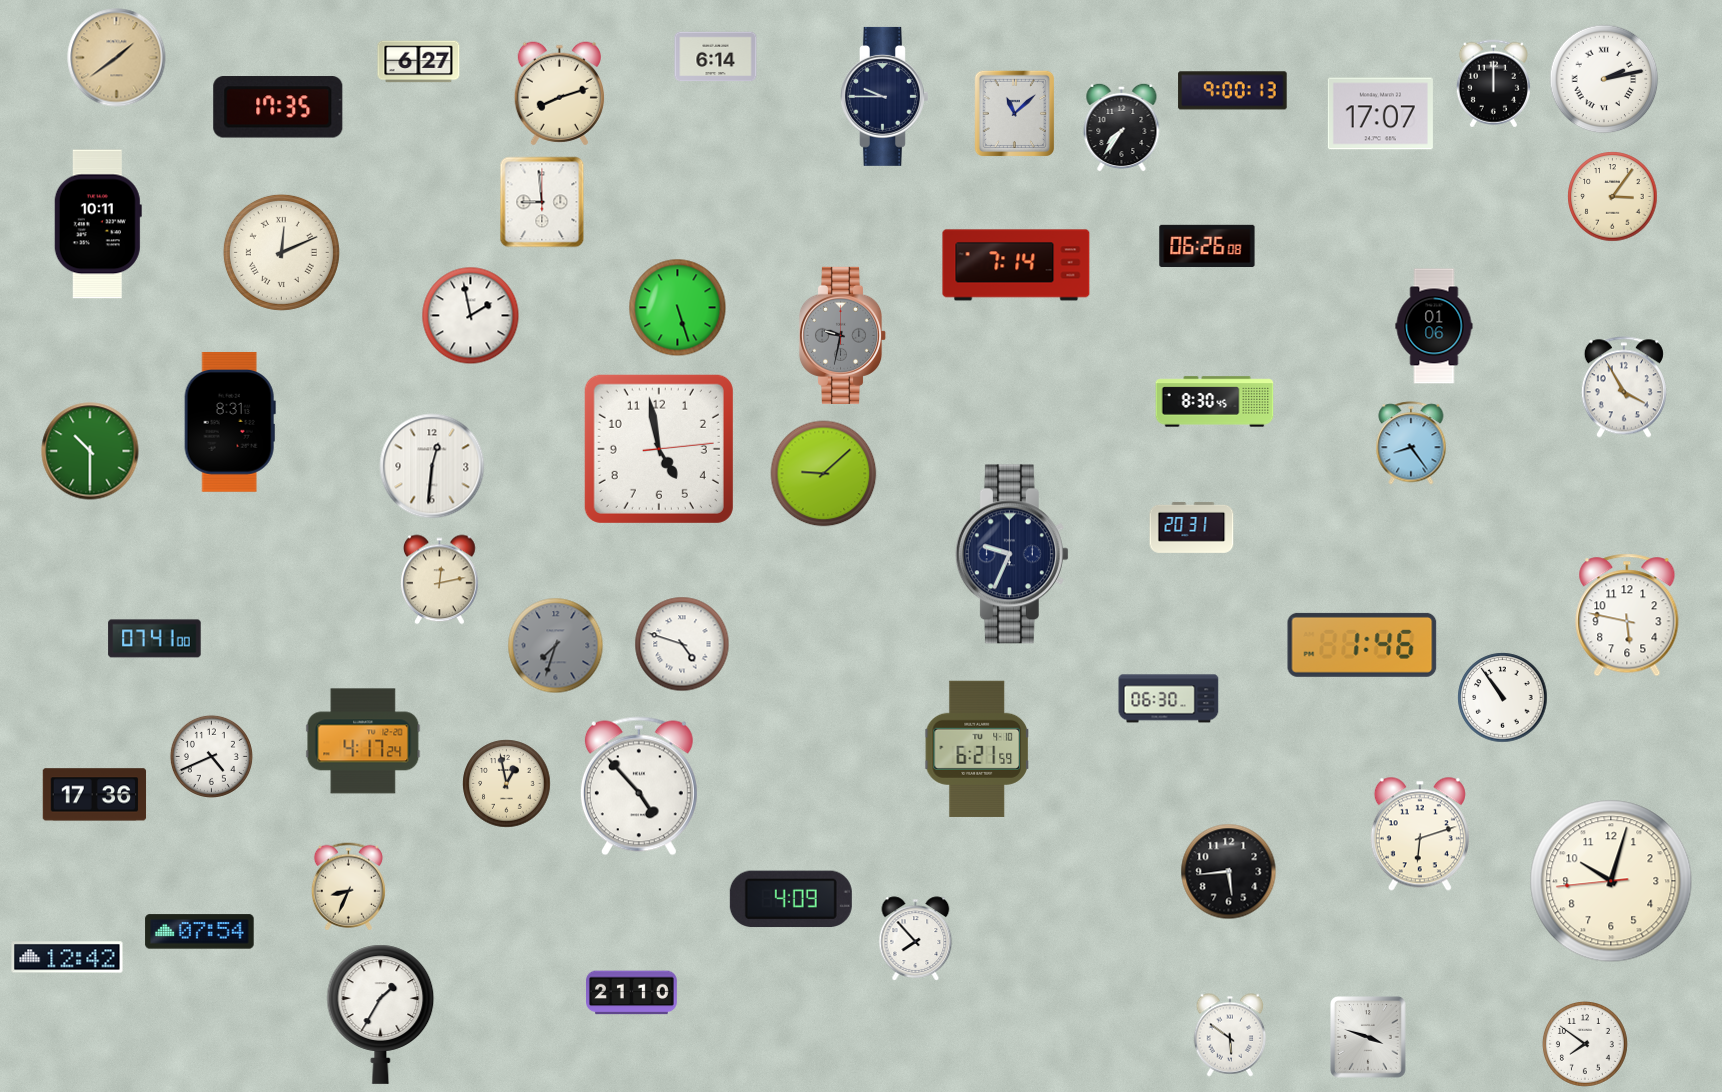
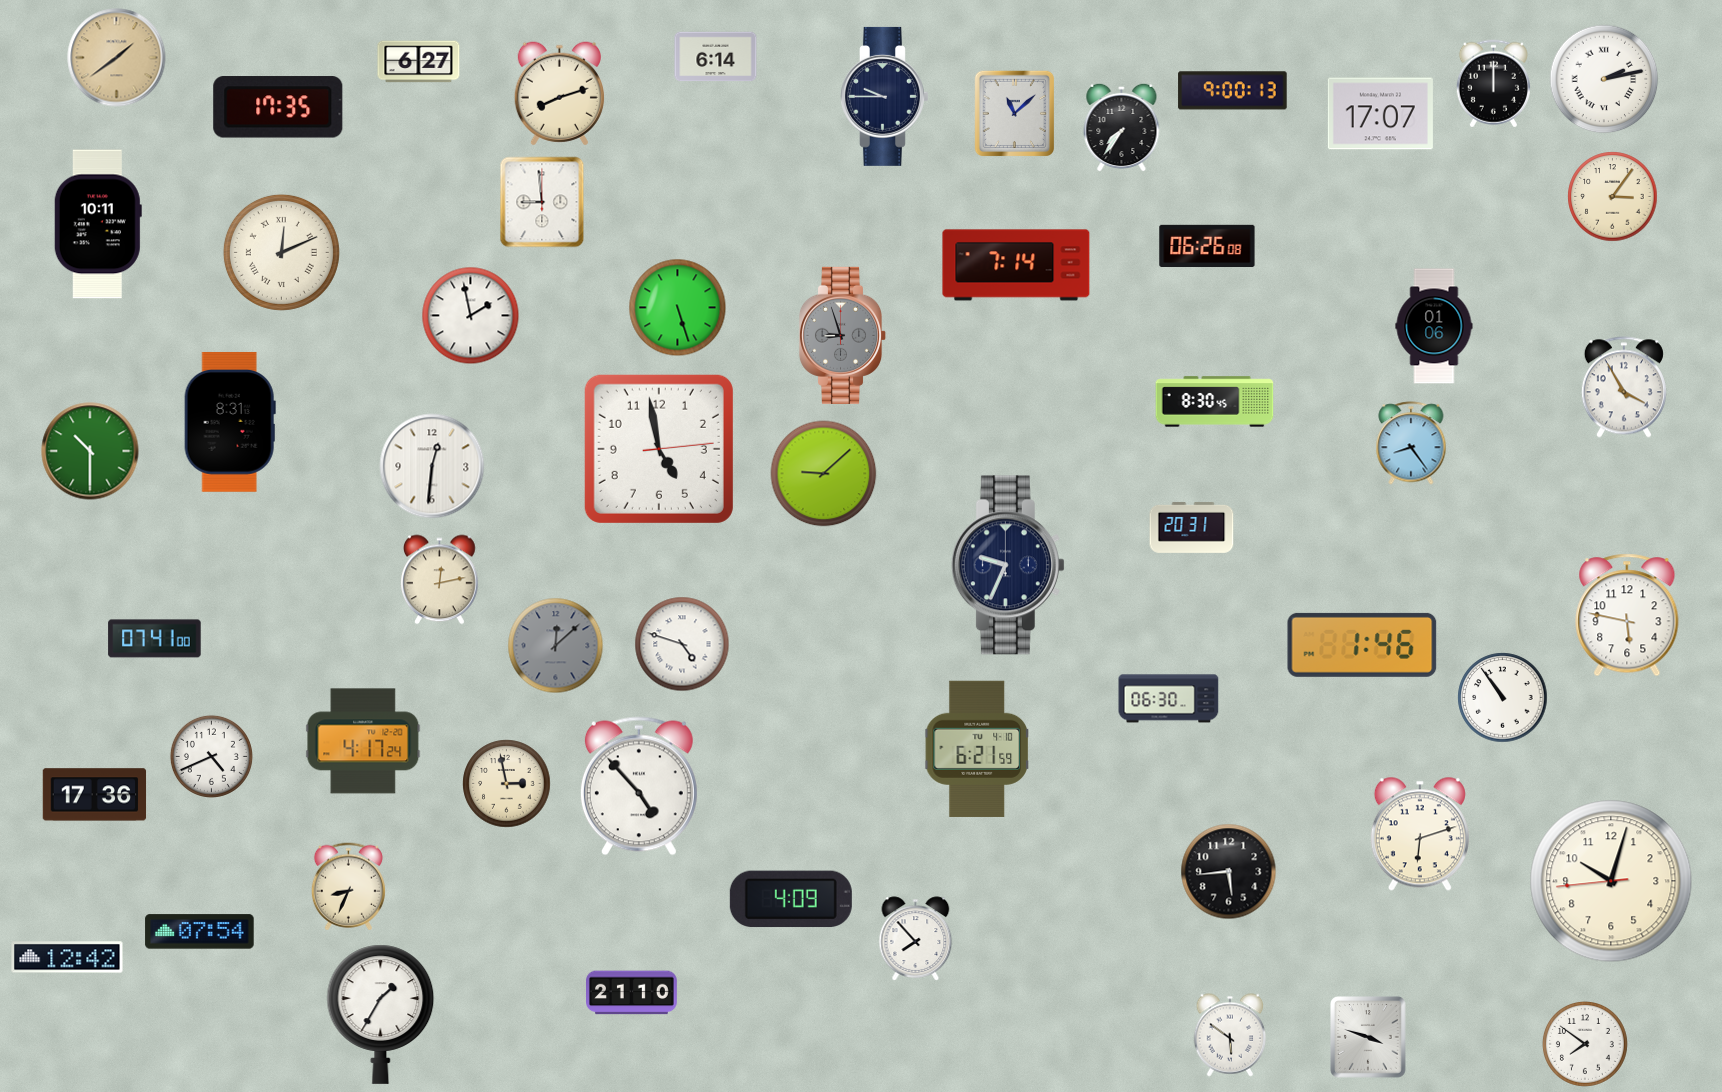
clock at (843, 335): 9:32 -> 8:57
clock at (1012, 554) position: (1012, 554) -> (1008, 565)
clock at (556, 646): 7:33 -> 12:08
clock at (507, 784): 12:58 -> 2:58
